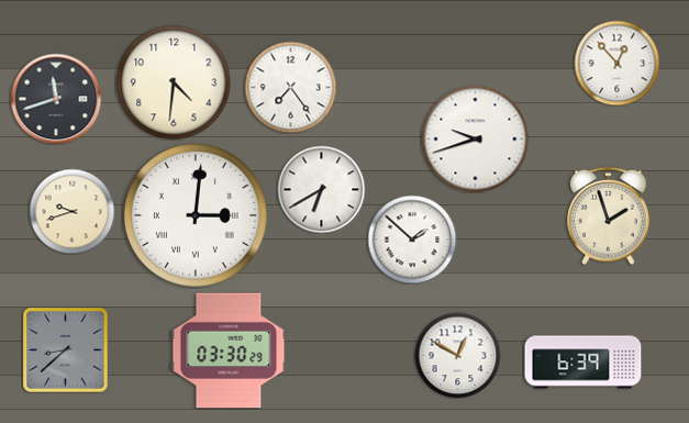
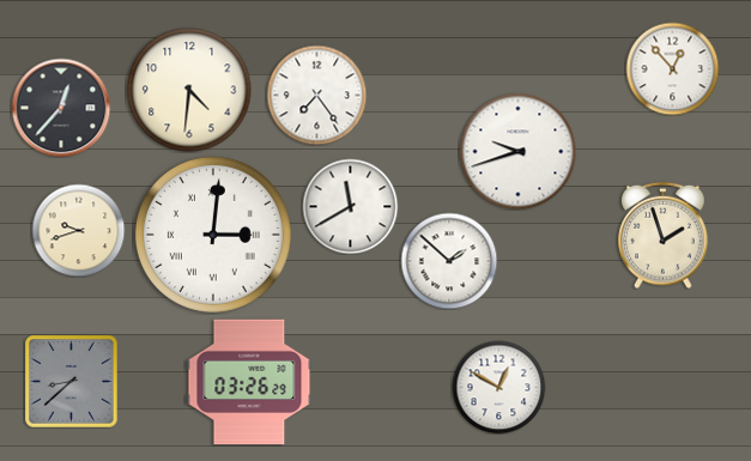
clock at (56, 99): 11:42 -> 12:37
clock at (321, 189): 6:40 -> 11:40
clock at (229, 350): 03:30 -> 03:26
clock at (584, 363): 6:39 -> none
